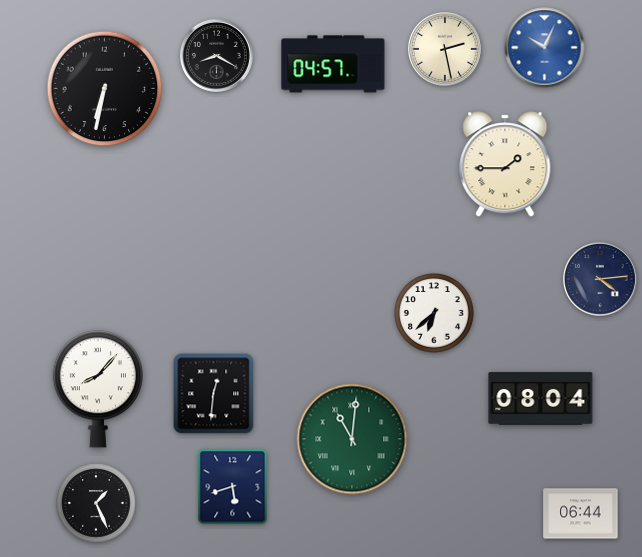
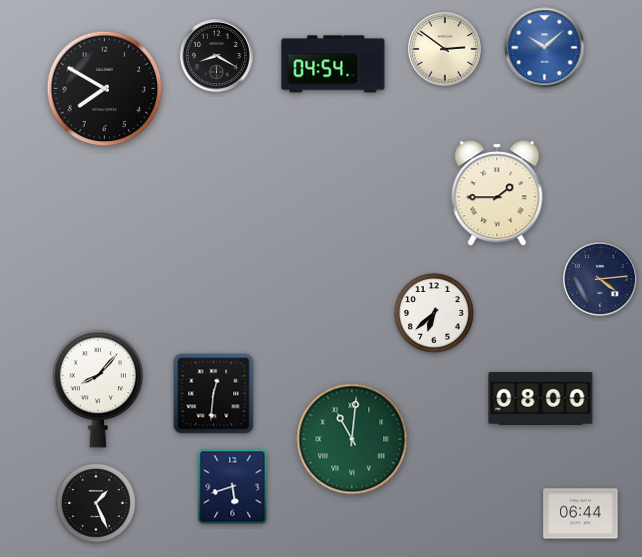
clock at (545, 48): 10:04 -> 10:08
clock at (445, 49): 2:28 -> 2:51
clock at (333, 64): 04:57 -> 04:54
clock at (105, 89): 6:32 -> 7:50
clock at (505, 164) position: (505, 164) -> (497, 193)
clock at (541, 399): 08:04 -> 08:00
